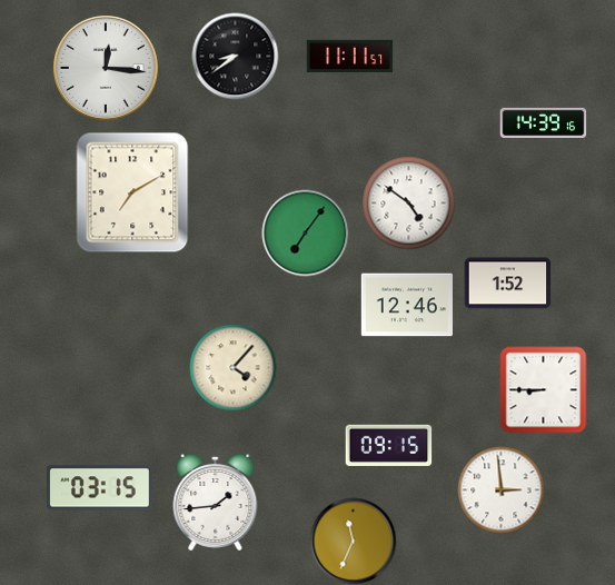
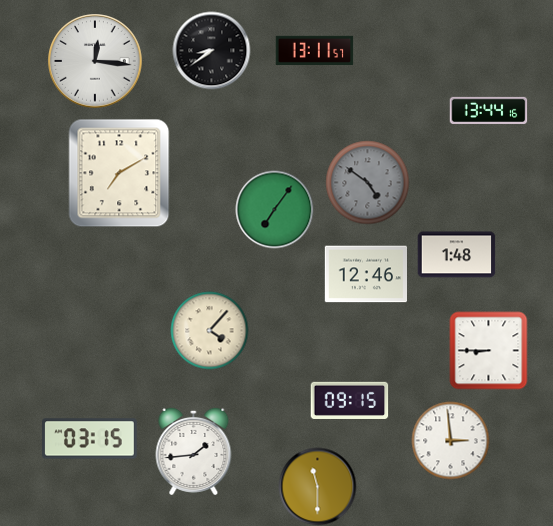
clock at (349, 56): 11:11 -> 13:11
clock at (543, 122): 14:39 -> 13:44
clock at (408, 202) dial: white -> grey
clock at (507, 284): 1:52 -> 1:48
clock at (353, 541): 11:34 -> 11:30
